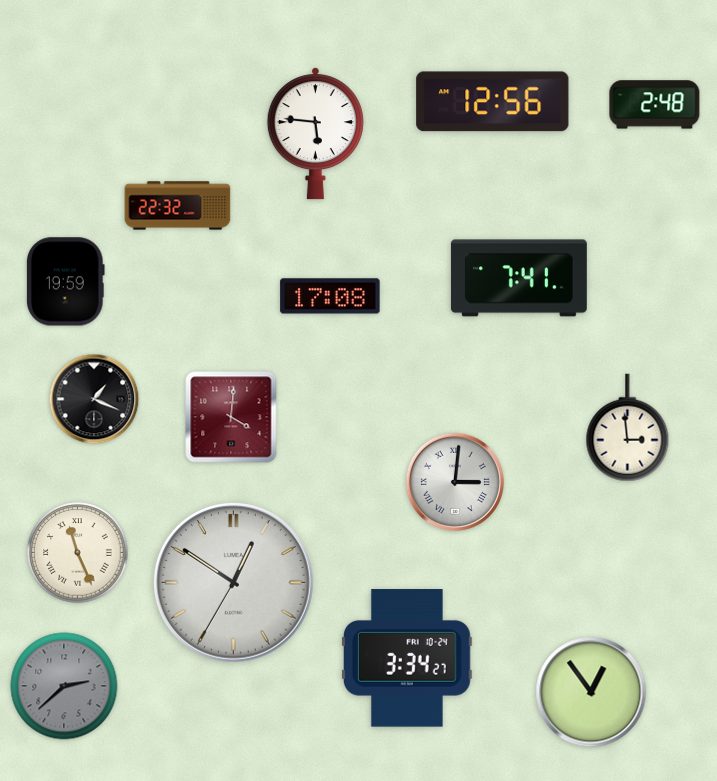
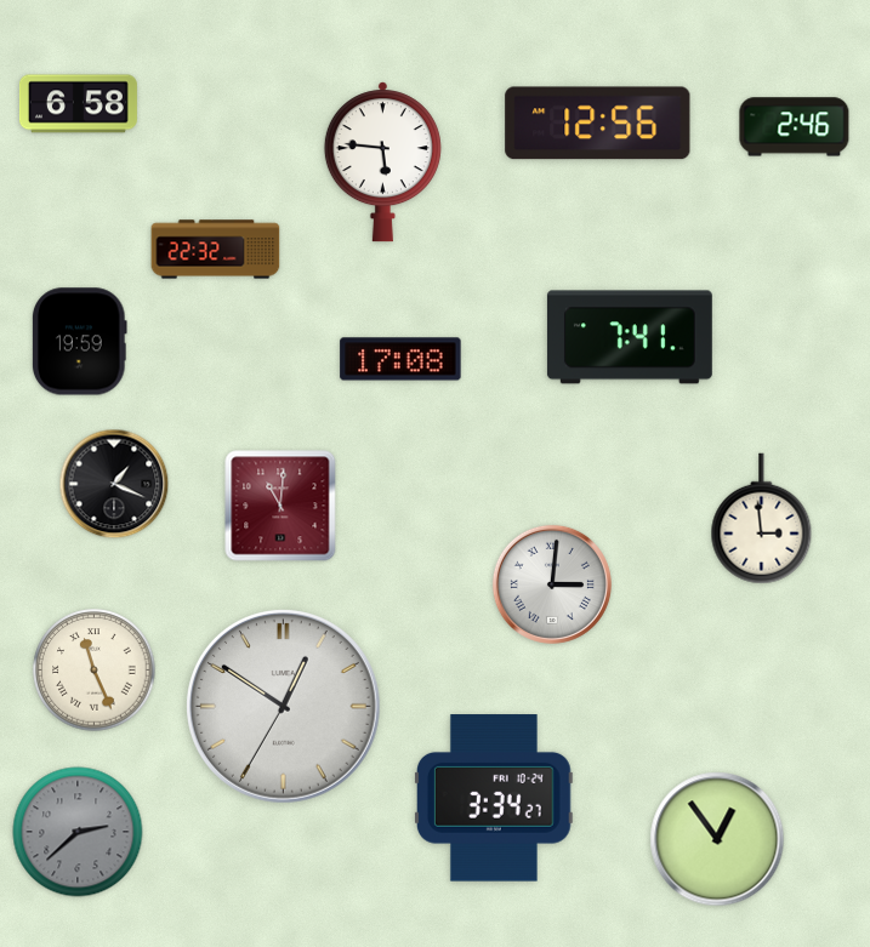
clock at (78, 104): none -> 6:58
clock at (655, 105): 2:48 -> 2:46
clock at (231, 417): 4:01 -> 11:01
